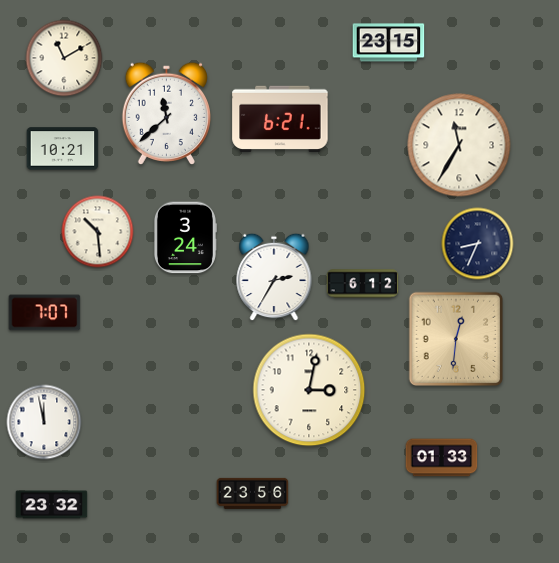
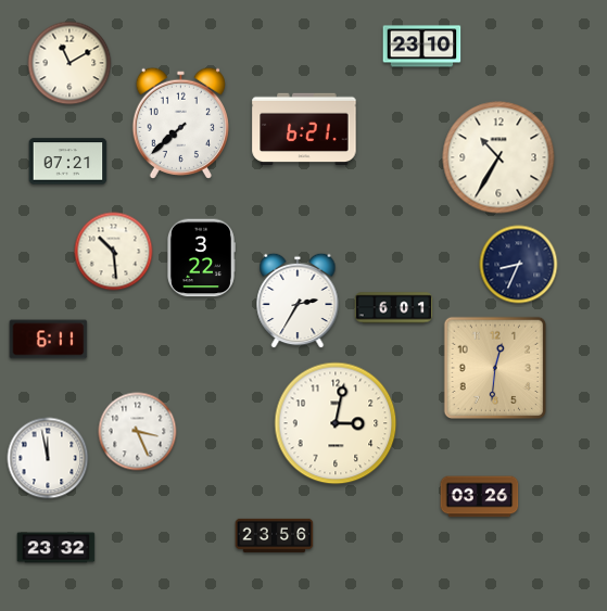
clock at (389, 43): 23:15 -> 23:10
clock at (166, 113): 11:38 -> 7:38
clock at (459, 145): 11:35 -> 10:35
clock at (63, 149): 10:21 -> 07:21
clock at (98, 232) position: (98, 232) -> (114, 252)
clock at (185, 238): 3:24 -> 3:22
clock at (363, 284): 6:12 -> 6:01
clock at (45, 313): 7:07 -> 6:11
clock at (138, 432): none -> 3:26
clock at (442, 458): 01:33 -> 03:26
